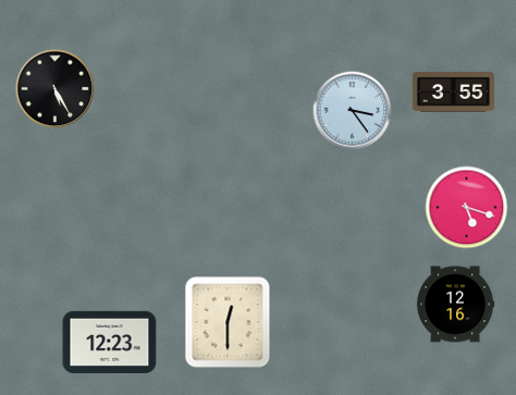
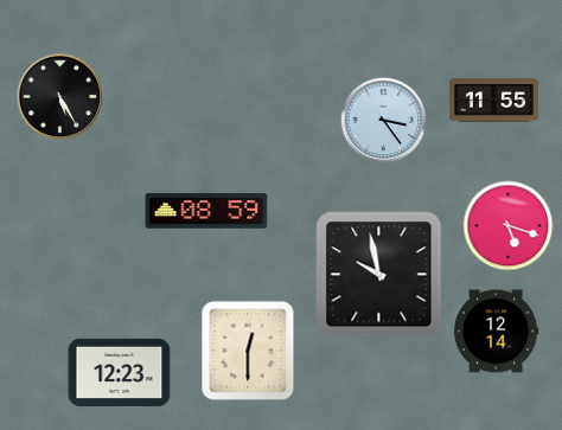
clock at (453, 92): 3:55 -> 11:55
clock at (206, 211): none -> 08:59
clock at (379, 275): none -> 9:58
clock at (456, 305): 12:16 -> 12:14
